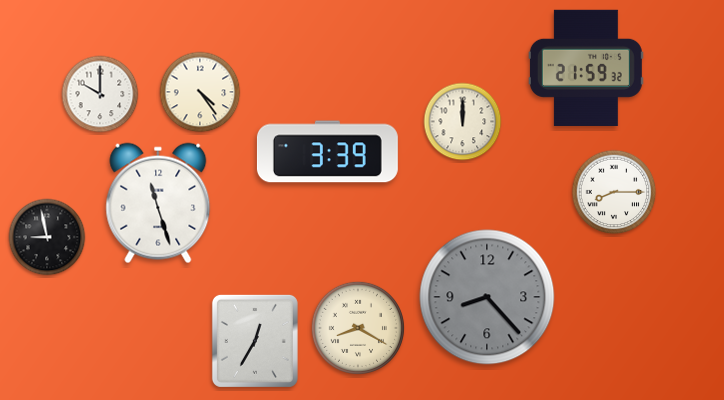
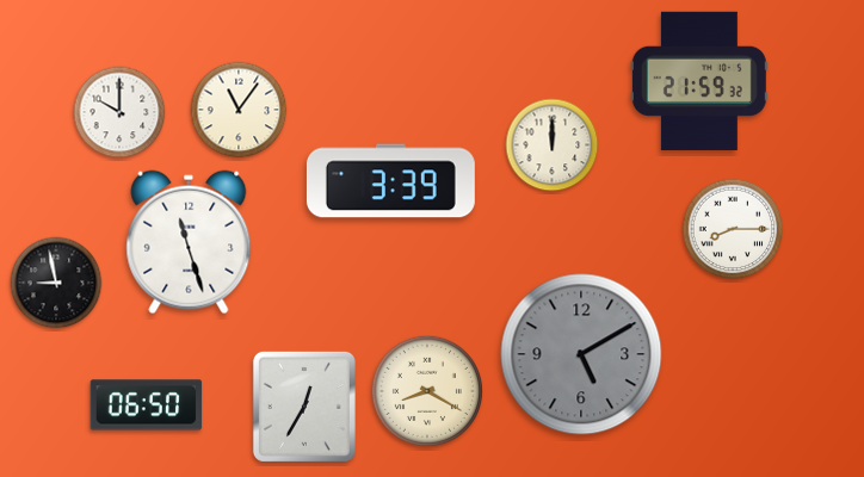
clock at (200, 92): 4:24 -> 11:06
clock at (487, 297): 8:23 -> 5:10
clock at (147, 405): none -> 06:50
